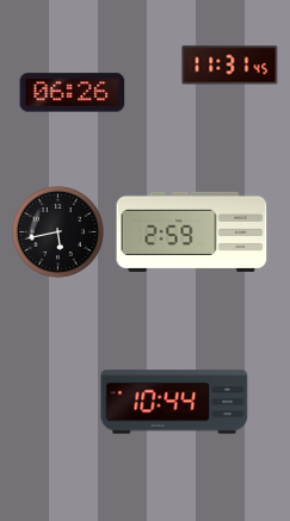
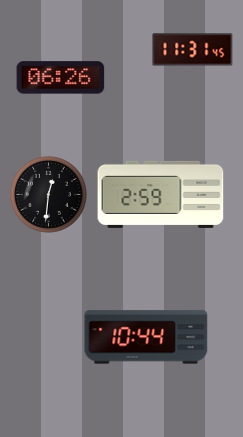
clock at (230, 66) position: (230, 66) -> (193, 50)
clock at (58, 232): 5:43 -> 12:31
